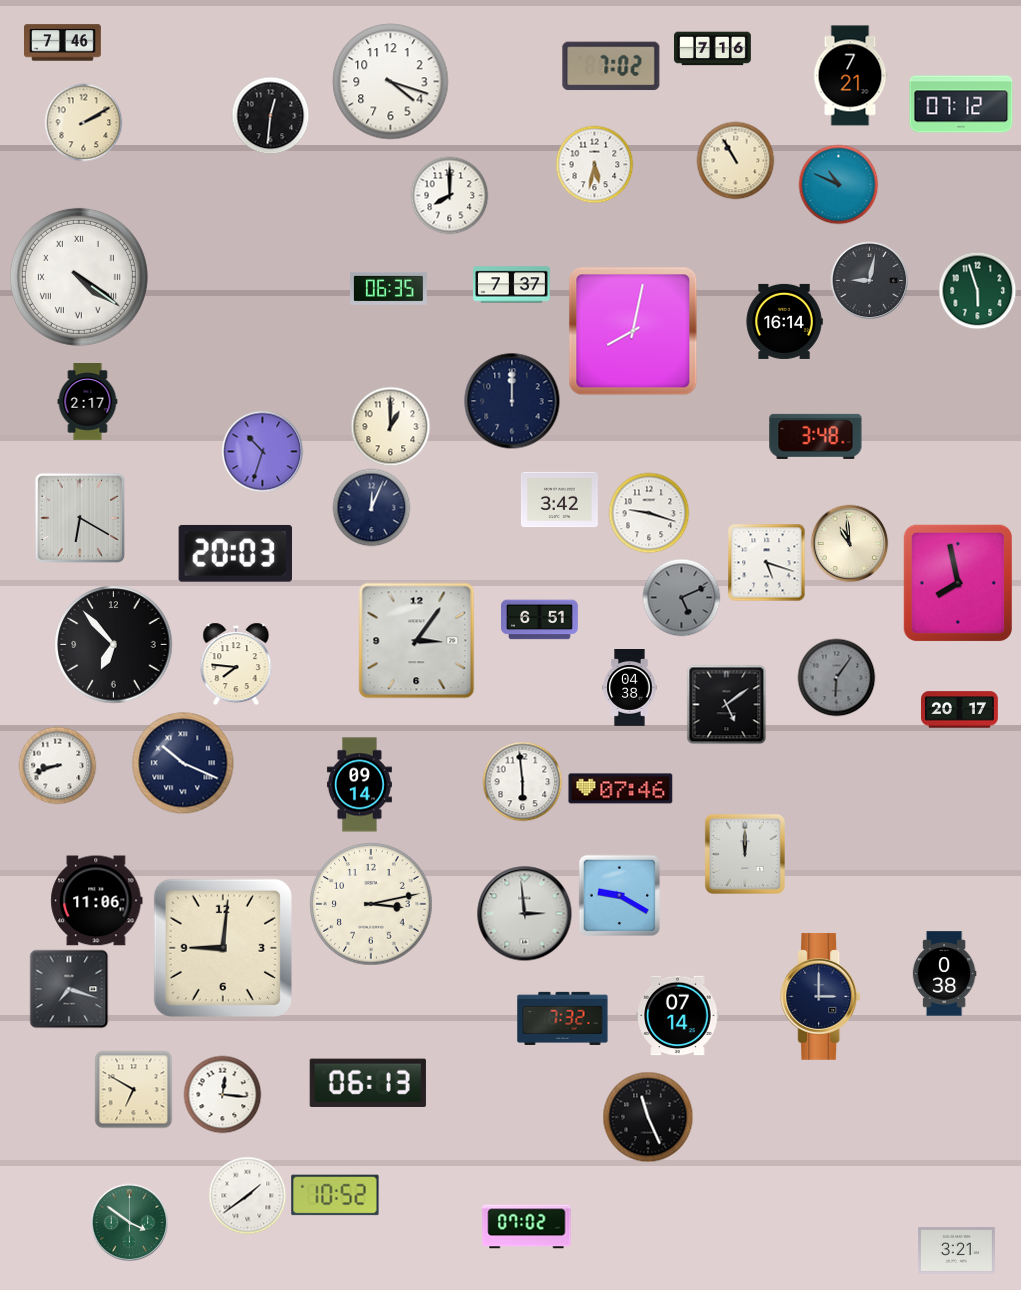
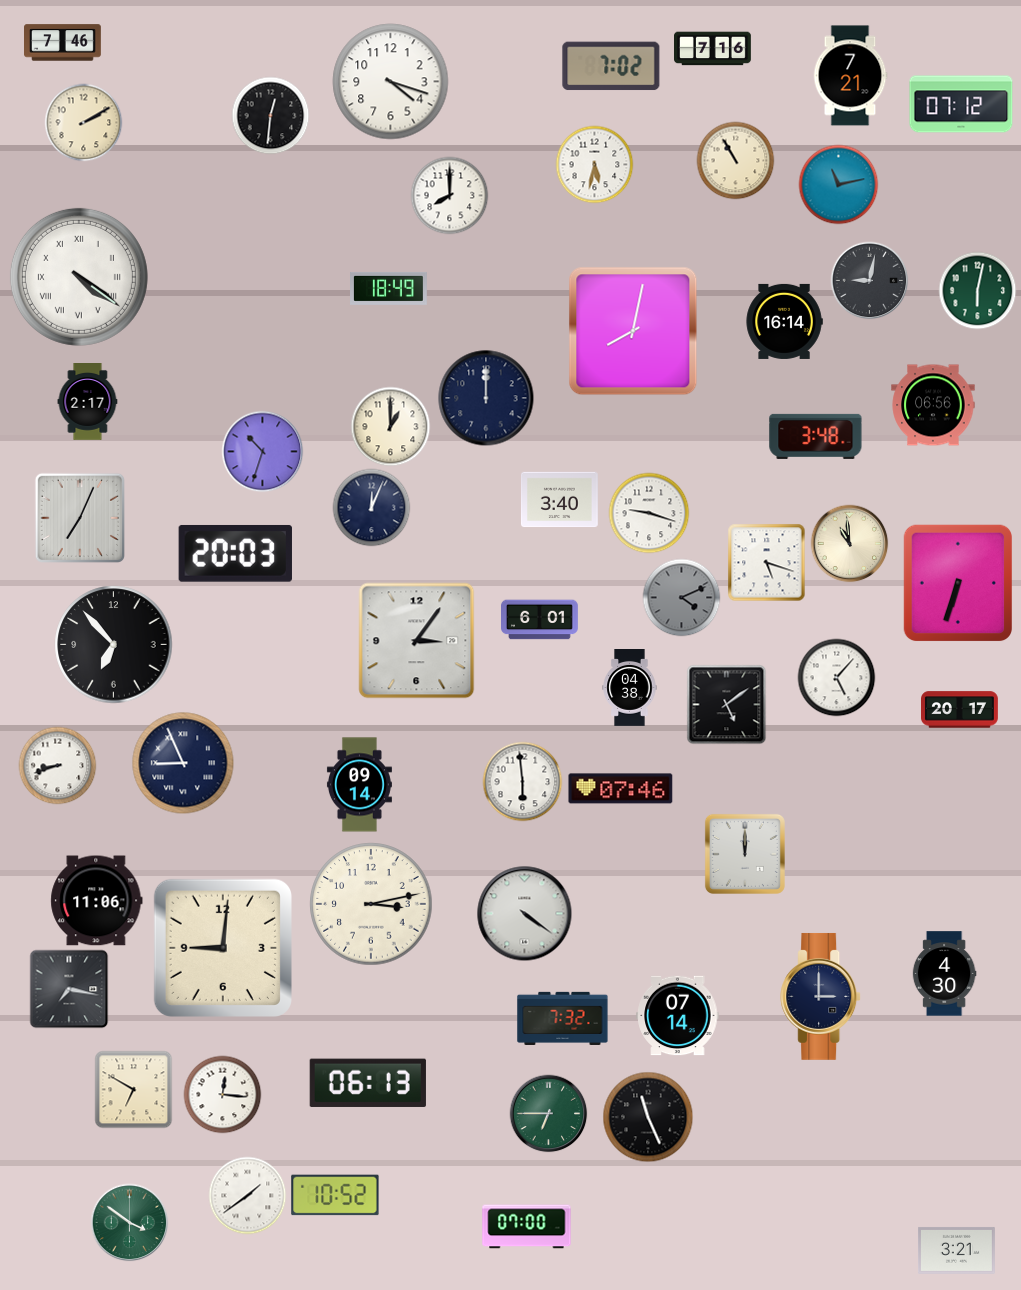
clock at (838, 184): 10:49 -> 11:13
clock at (512, 285): 7:37 -> none
clock at (389, 288): 06:35 -> 18:49
clock at (977, 290): 5:57 -> 6:02
clock at (512, 401) position: (512, 401) -> (486, 398)
clock at (933, 405): none -> 06:56
clock at (559, 500): 3:42 -> 3:40
clock at (79, 517): 6:20 -> 7:04
clock at (957, 583): 7:58 -> 6:33
clock at (681, 597): 5:11 -> 4:11
clock at (540, 620): 6:51 -> 6:01
clock at (236, 664): 7:46 -> none
clock at (836, 677): 6:06 -> 5:07
clock at (836, 677) dial: grey -> white
clock at (183, 763): 10:19 -> 8:56
clock at (619, 895): 9:20 -> none
clock at (524, 913): 2:59 -> 4:21
clock at (944, 974): 0:38 -> 4:30
clock at (69, 989): 7:18 -> 7:17
clock at (548, 1113): none -> 6:45
clock at (527, 1227): 07:02 -> 07:00
